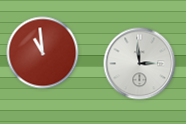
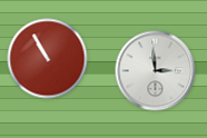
clock at (43, 53): 10:59 -> 10:55
